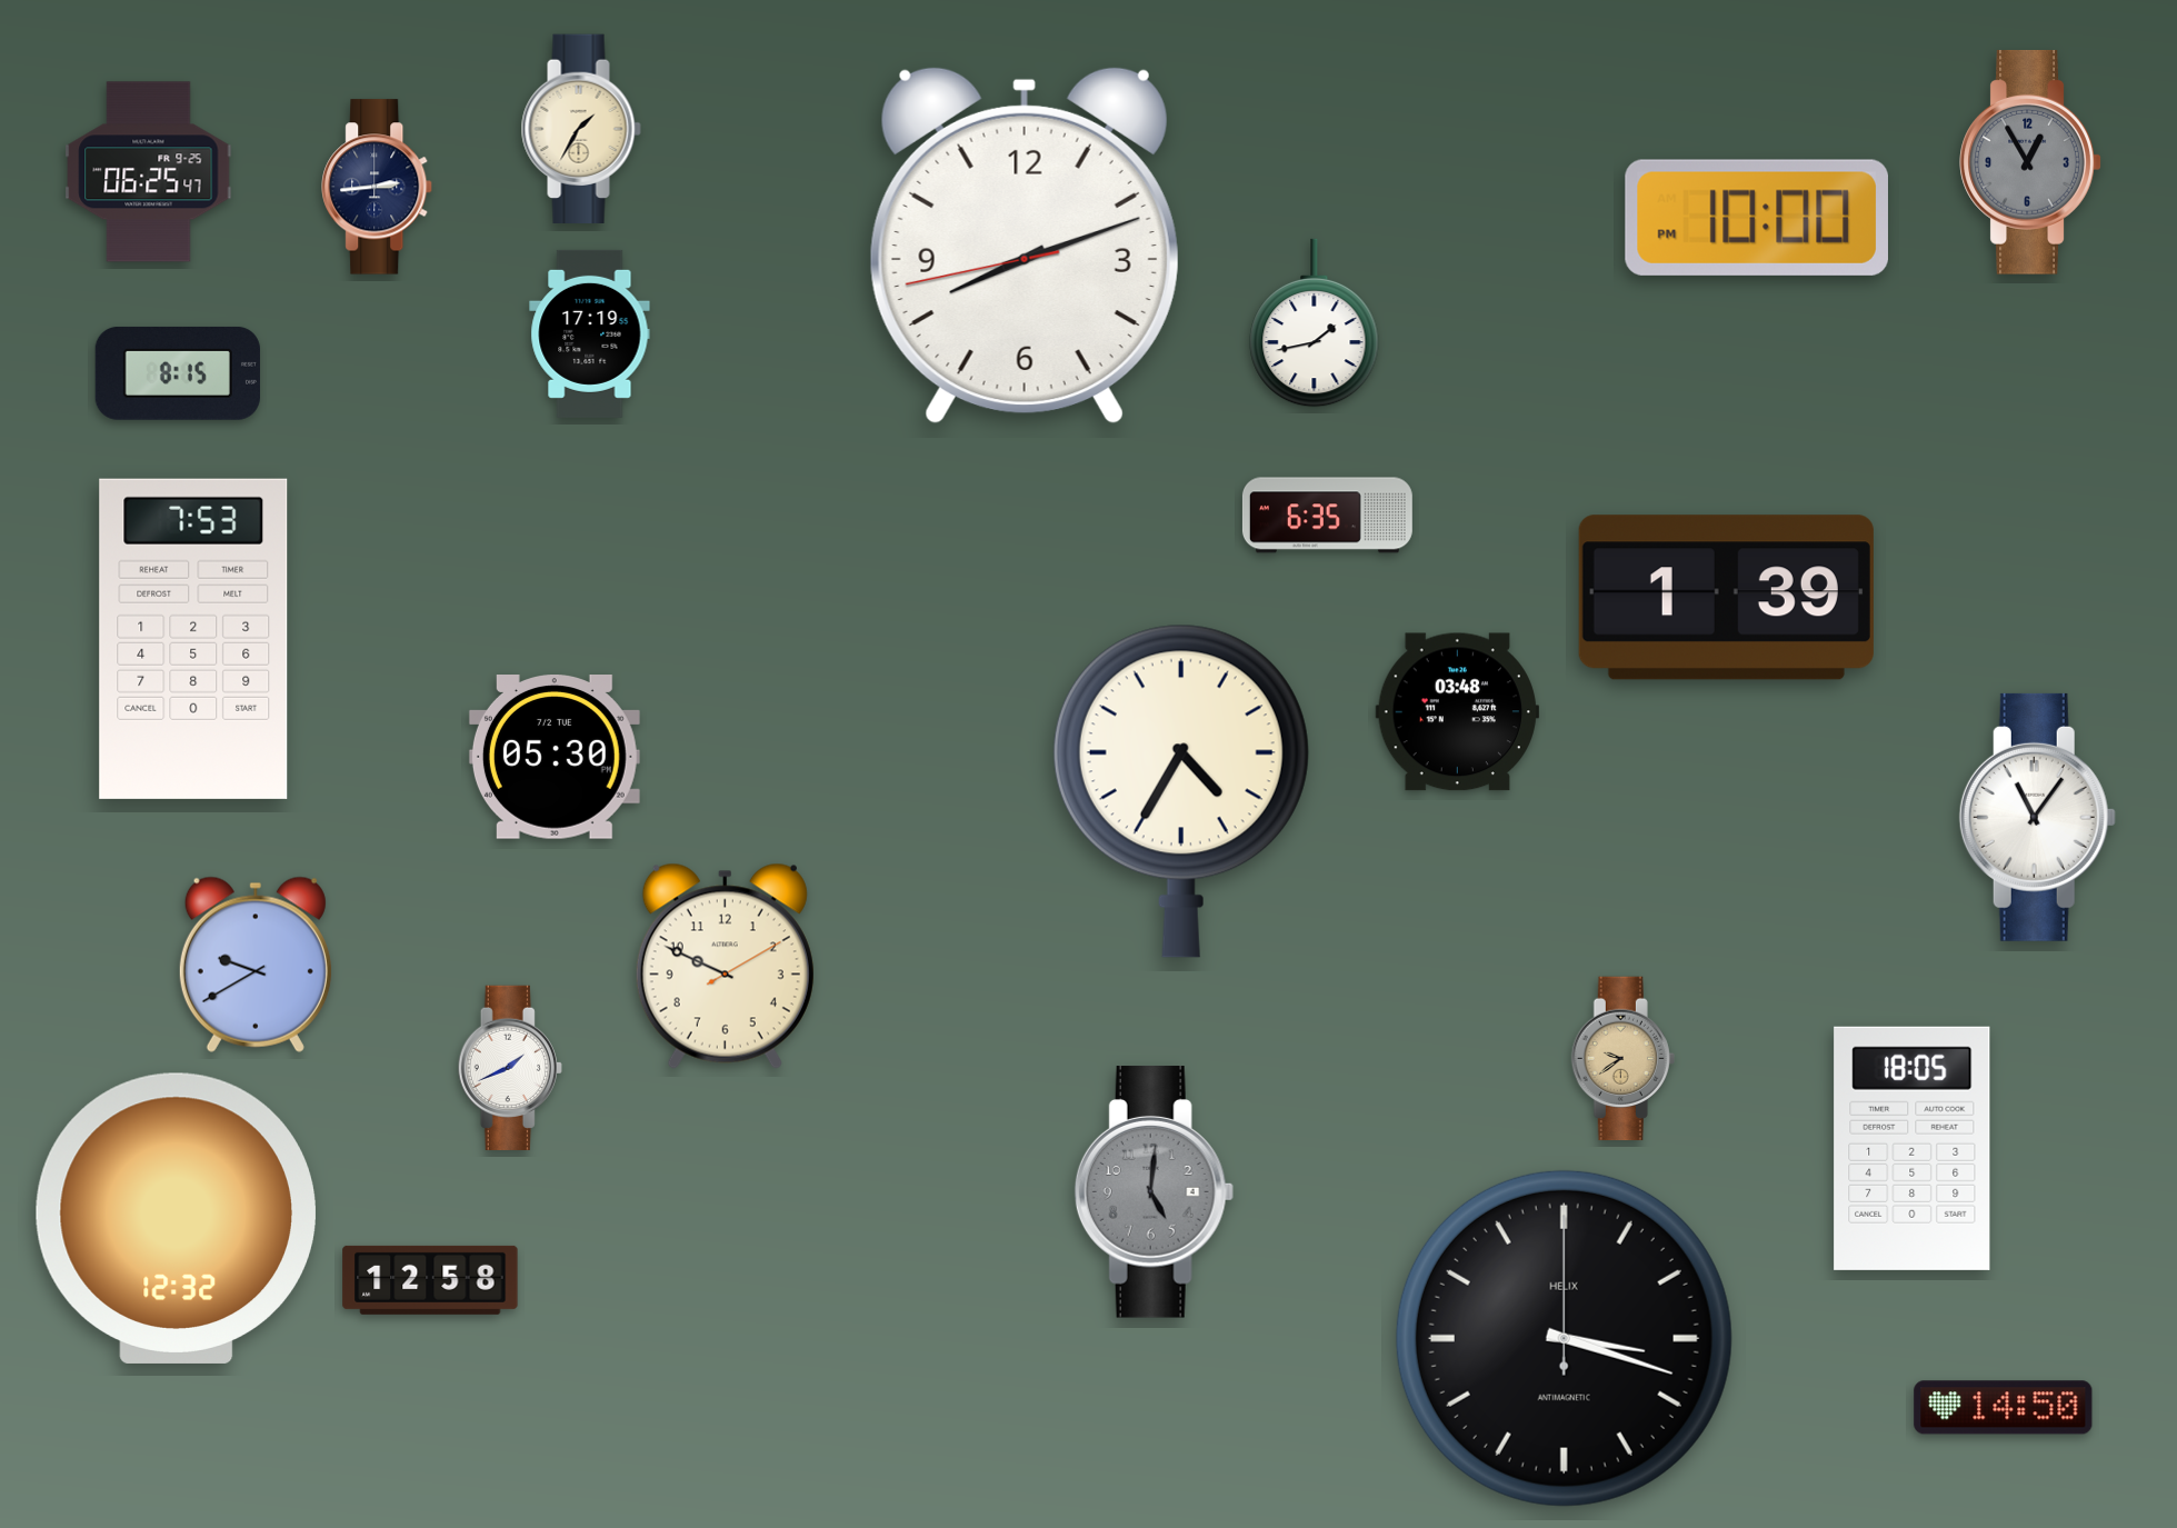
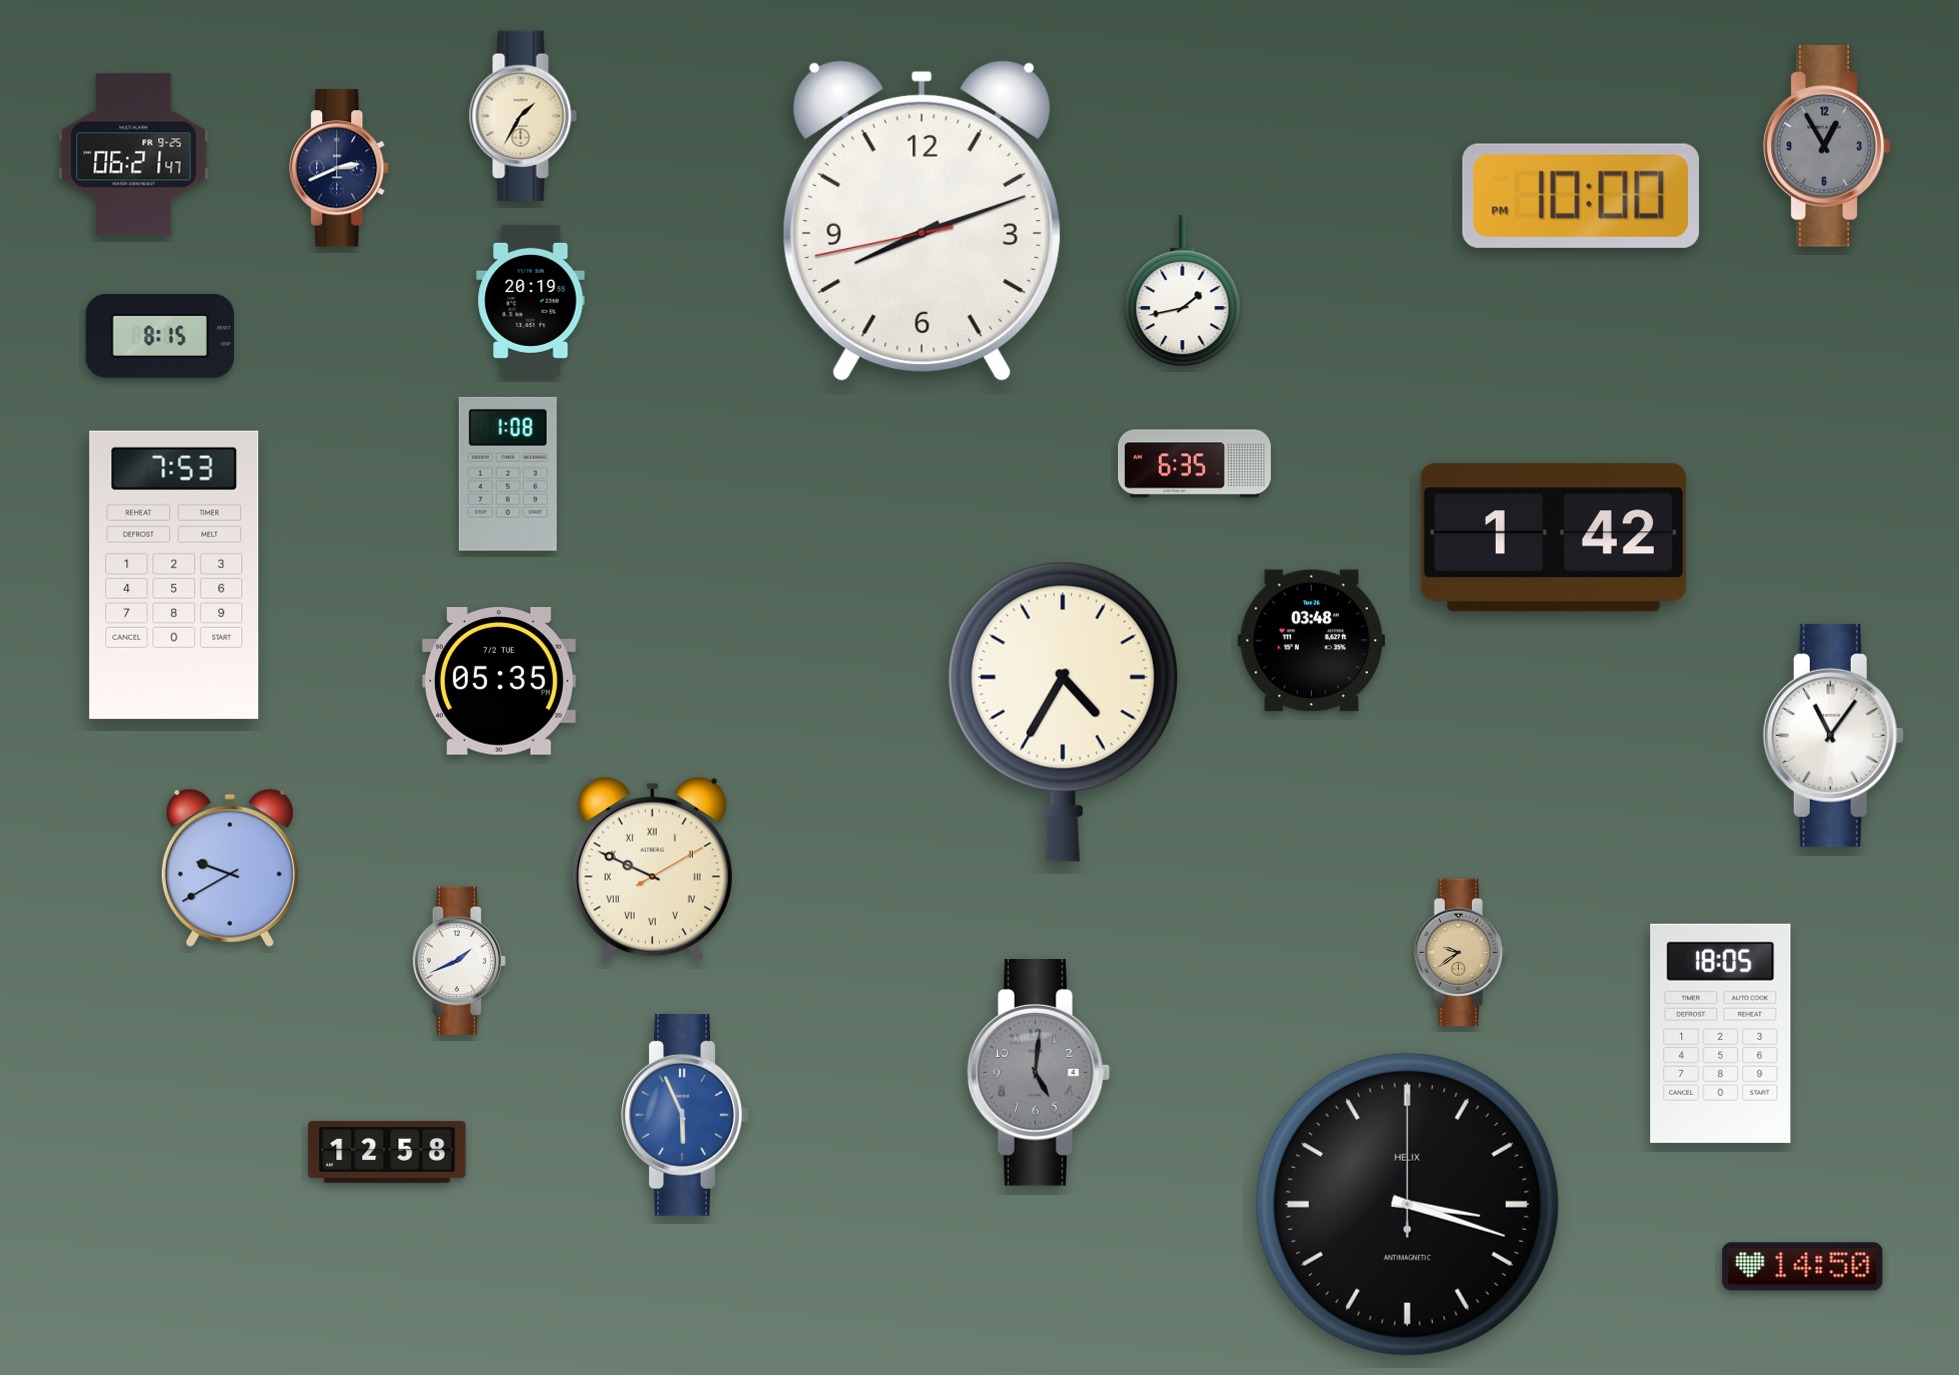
clock at (149, 172): 06:25 -> 06:21
clock at (378, 187): 2:44 -> 2:41
clock at (590, 333): 17:19 -> 20:19
clock at (508, 474): none -> 1:08
clock at (1726, 598): 1:39 -> 1:42
clock at (555, 757): 05:30 -> 05:35
clock at (725, 966) numerals: Arabic -> Roman
clock at (176, 1218): 12:32 -> none
clock at (685, 1115): none -> 5:56
